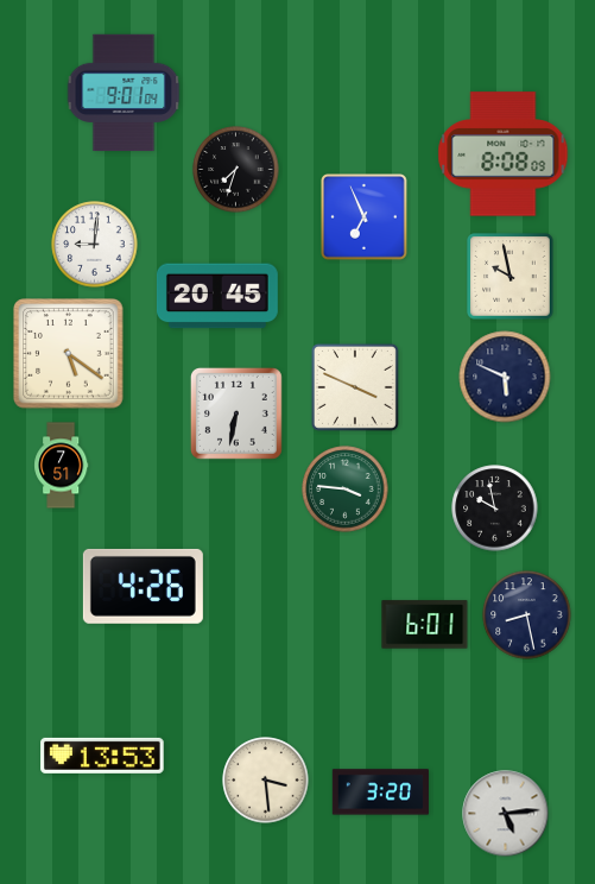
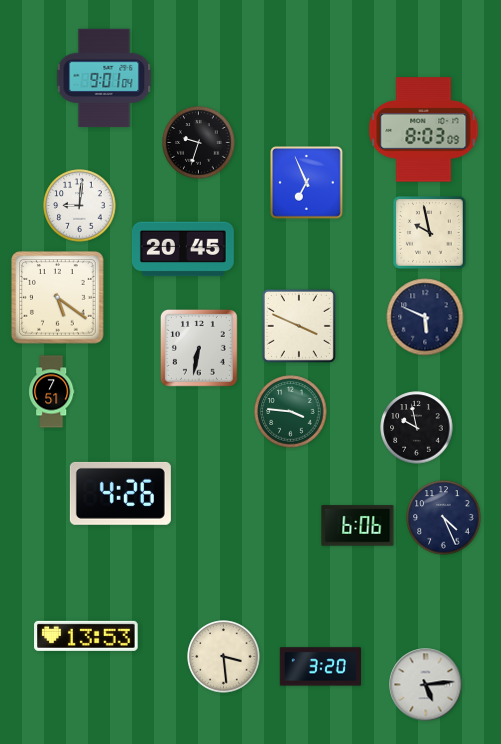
clock at (504, 154): 8:08 -> 8:03
clock at (236, 170): 7:33 -> 9:33
clock at (527, 615): 8:28 -> 4:26
clock at (425, 625): 6:01 -> 6:06
